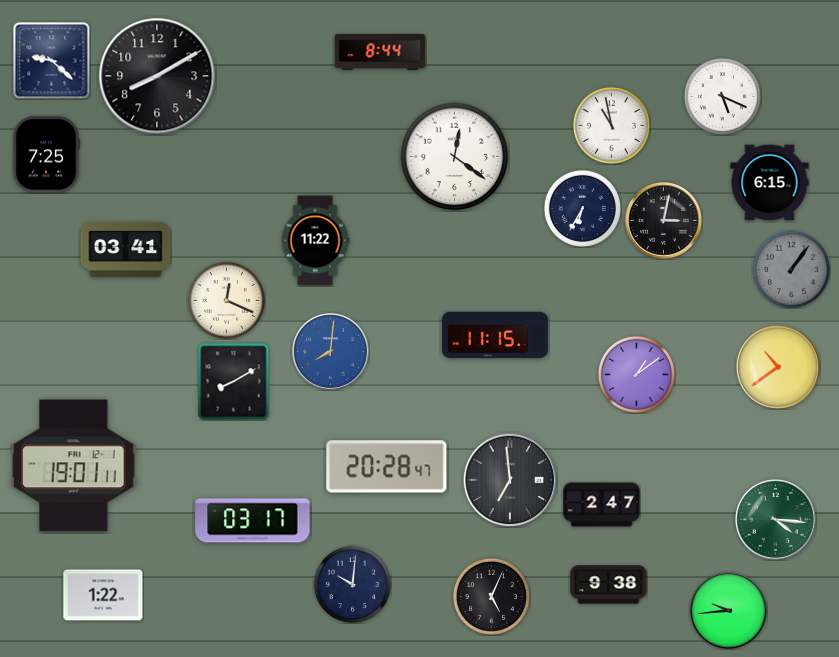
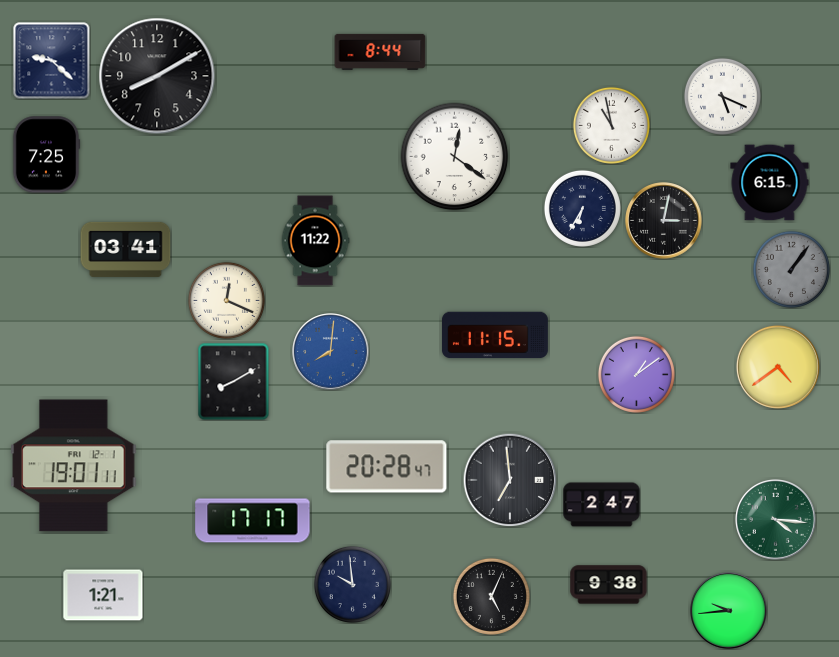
clock at (778, 367): 10:39 -> 4:39
clock at (253, 521): 03:17 -> 17:17
clock at (352, 584): 10:01 -> 9:59
clock at (103, 595): 1:22 -> 1:21
